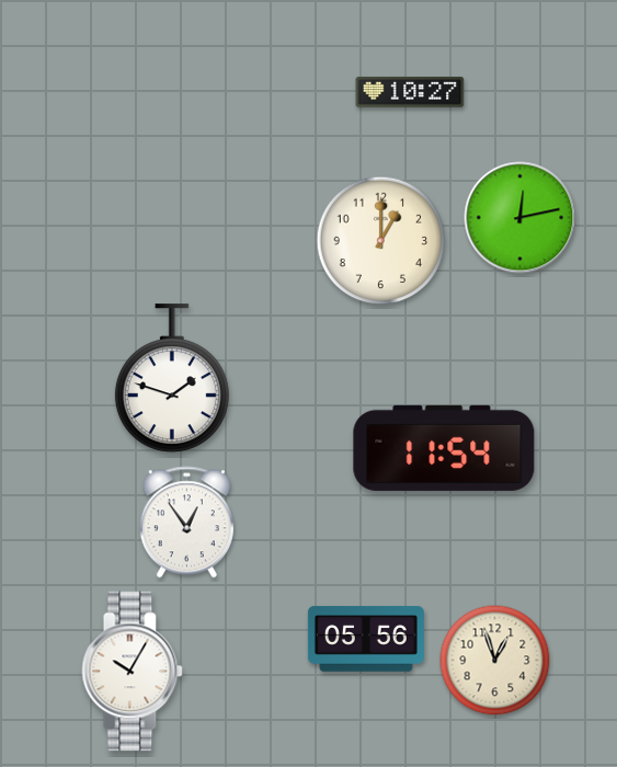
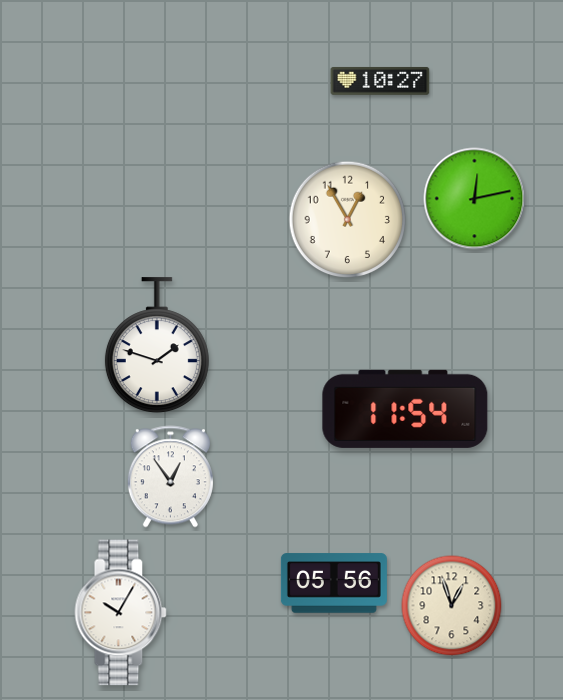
clock at (410, 92) position: (410, 92) -> (380, 81)
clock at (381, 241): 1:00 -> 12:55
clock at (495, 661) position: (495, 661) -> (452, 606)
